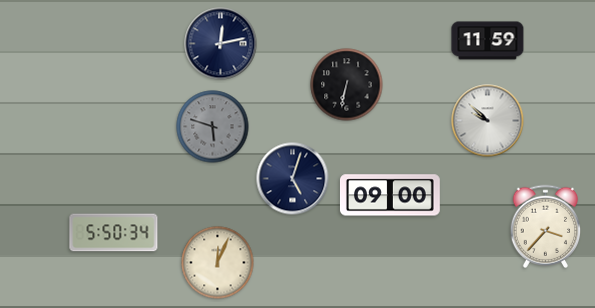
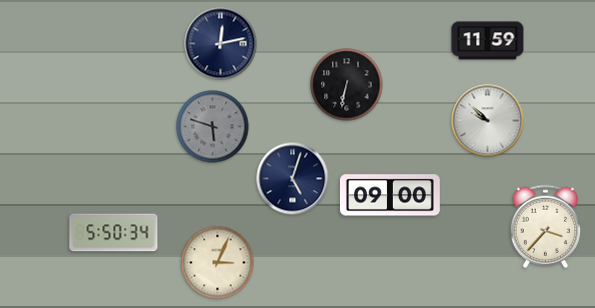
clock at (218, 263): 12:04 -> 3:04
